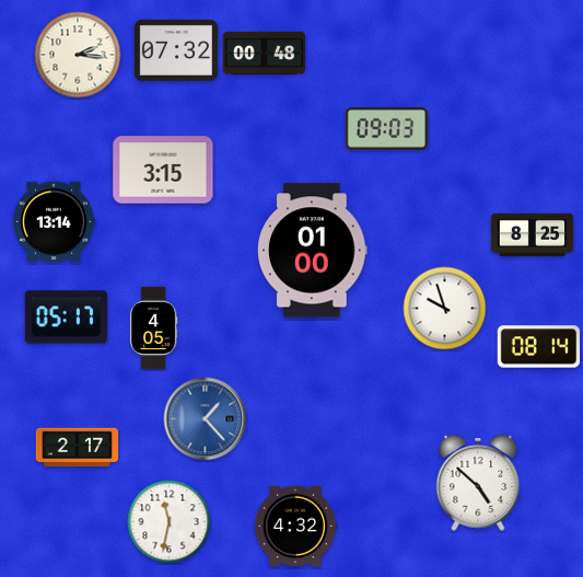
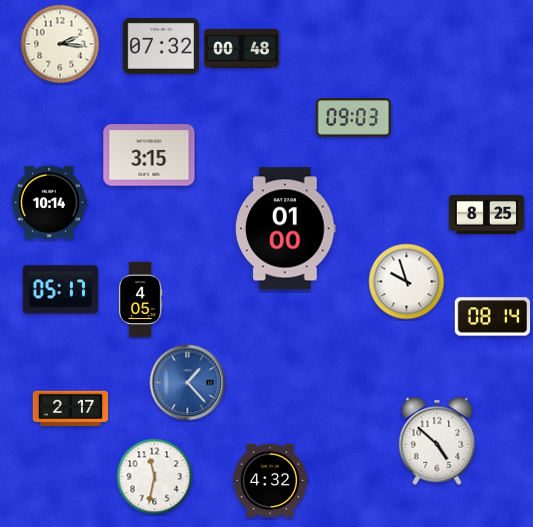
clock at (78, 55) position: (78, 55) -> (60, 44)
clock at (54, 222): 13:14 -> 10:14
